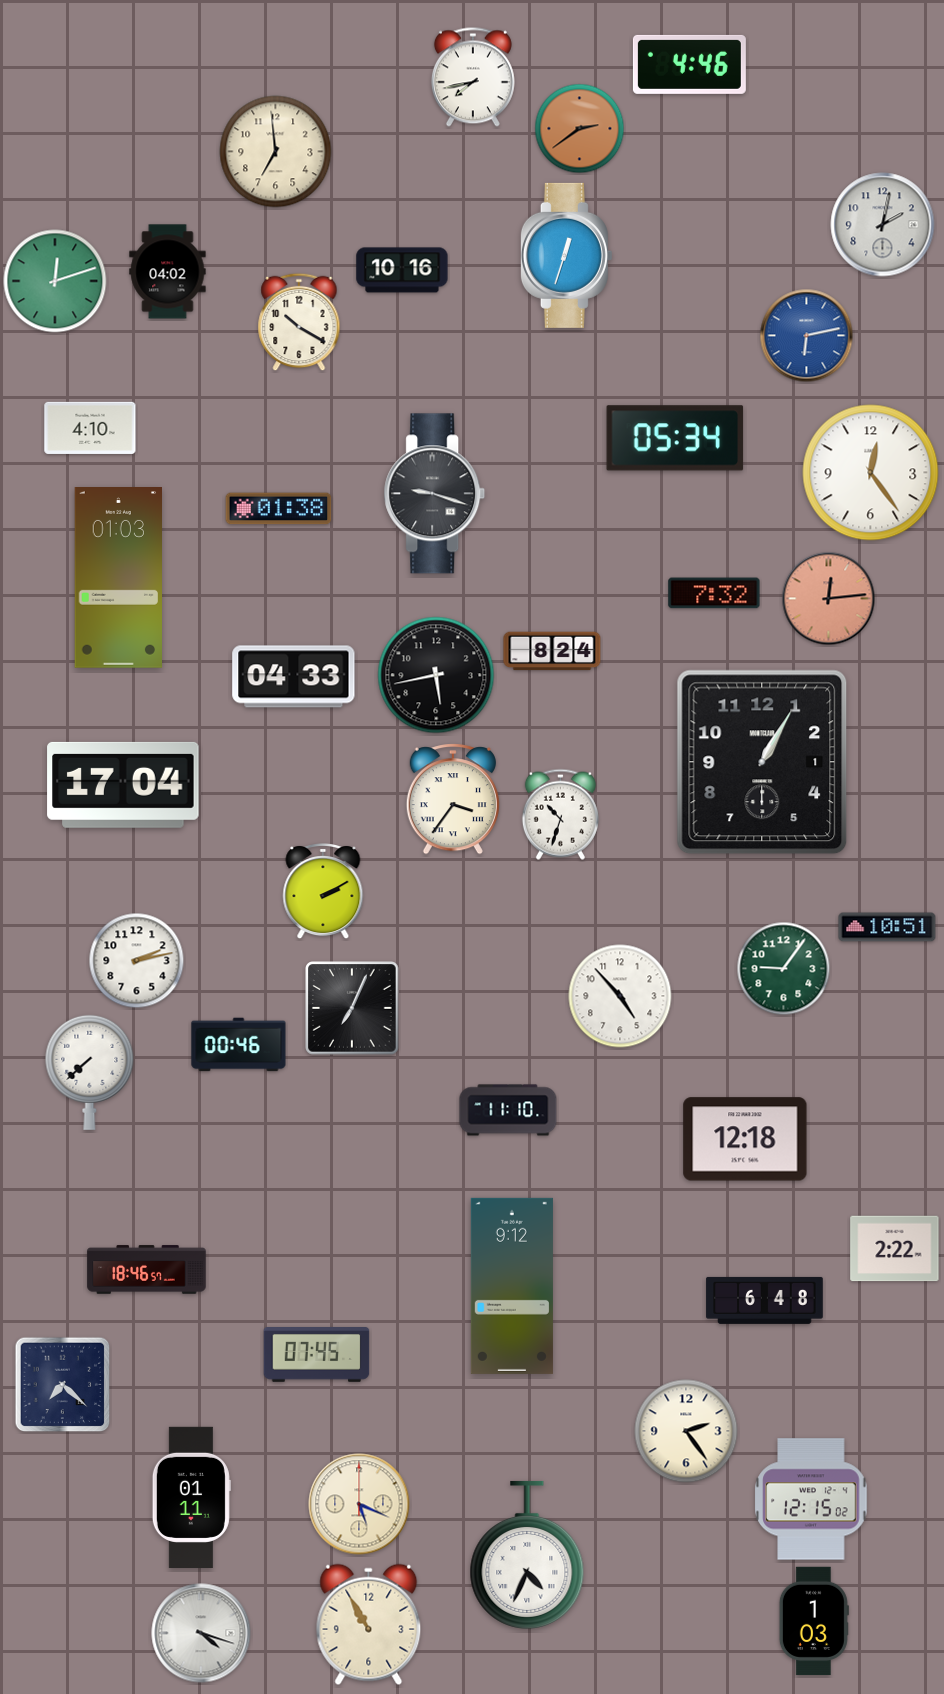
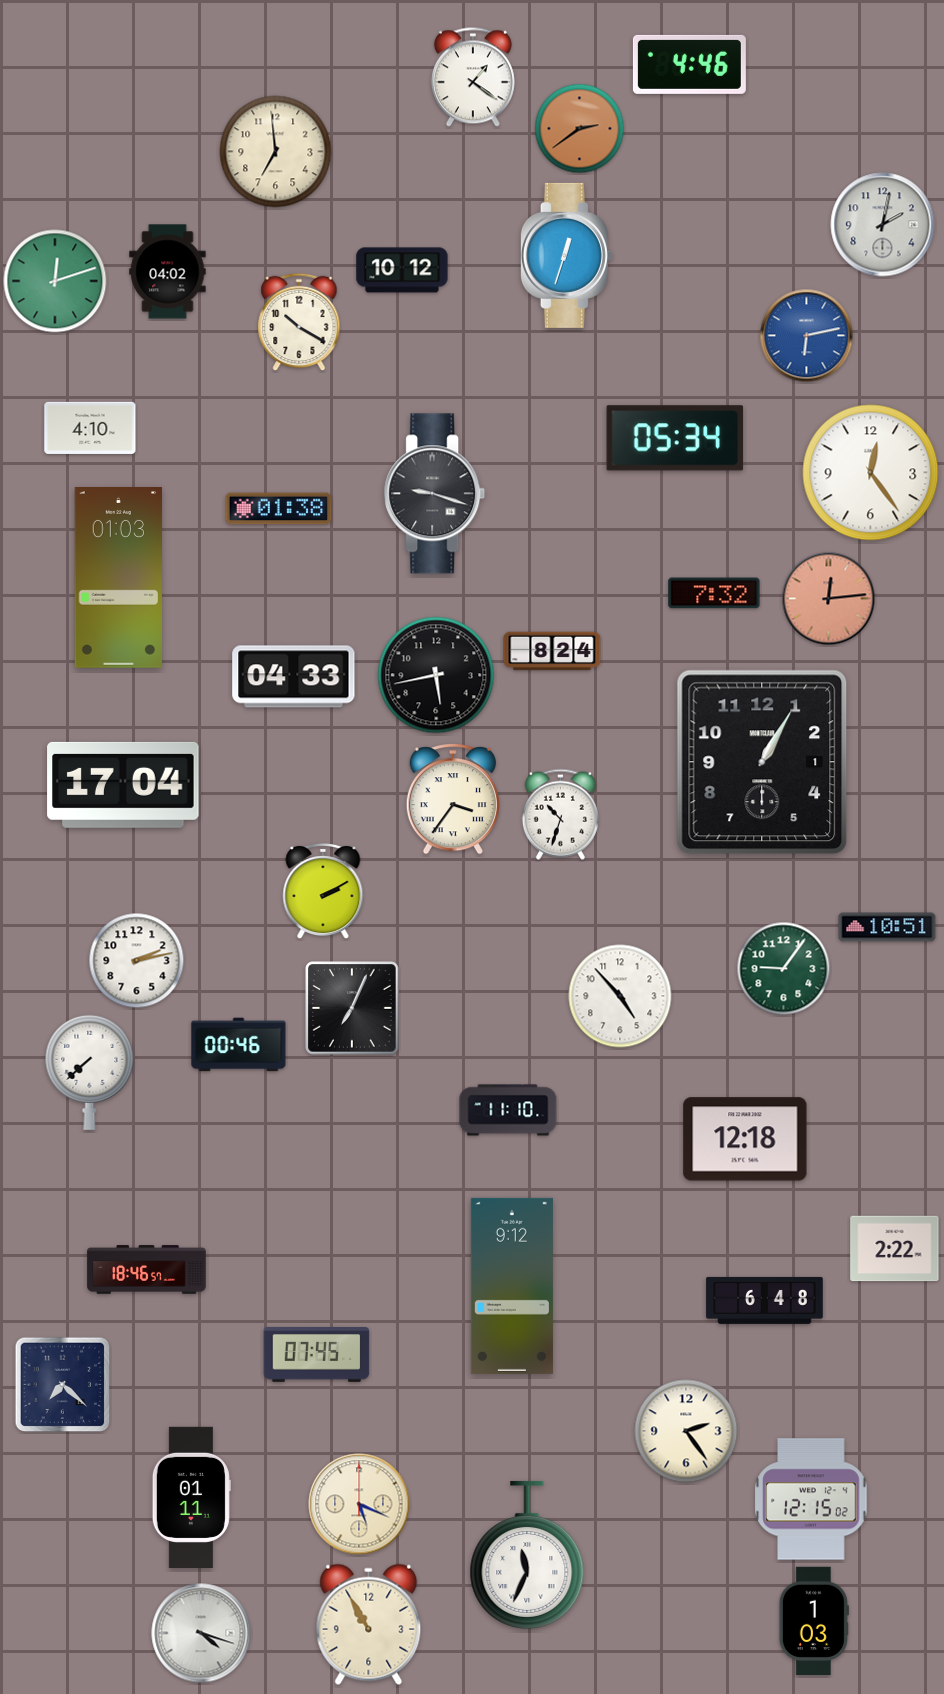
clock at (473, 77): 7:43 -> 1:21
clock at (402, 270): 10:16 -> 10:12
clock at (527, 1555): 4:34 -> 11:34
